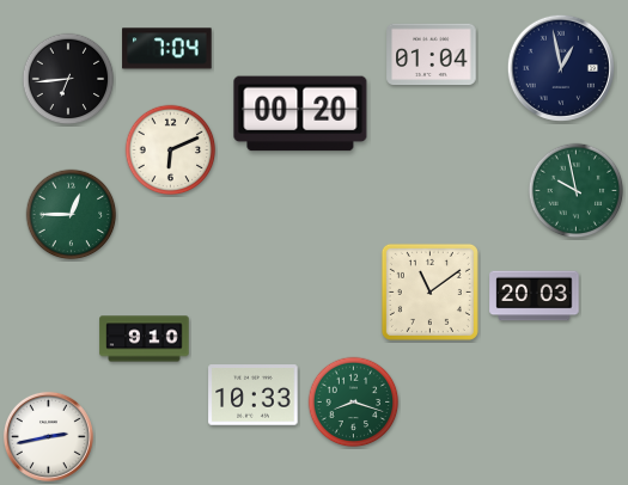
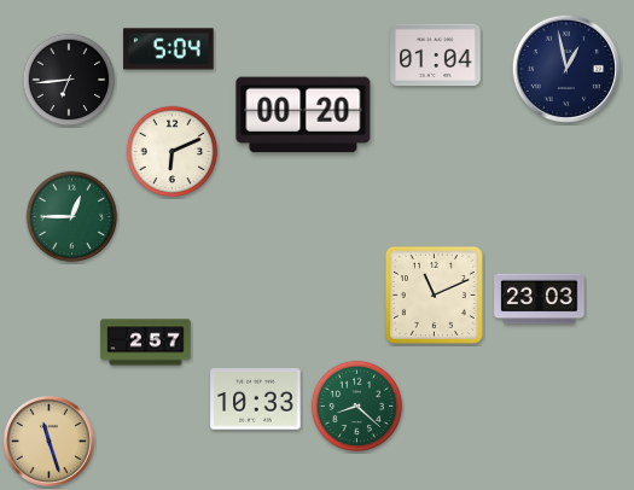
clock at (167, 49): 7:04 -> 5:04
clock at (577, 191): 9:58 -> none
clock at (429, 291): 11:09 -> 11:11
clock at (535, 296): 20:03 -> 23:03
clock at (145, 339): 9:10 -> 2:57
clock at (354, 403): 8:18 -> 8:22
clock at (48, 436): 2:43 -> 11:27
clock at (48, 436) dial: white -> champagne
